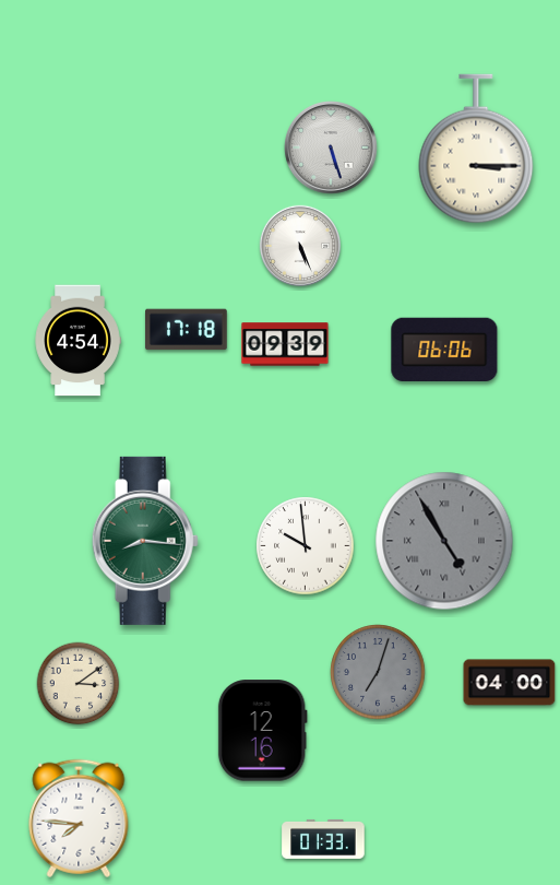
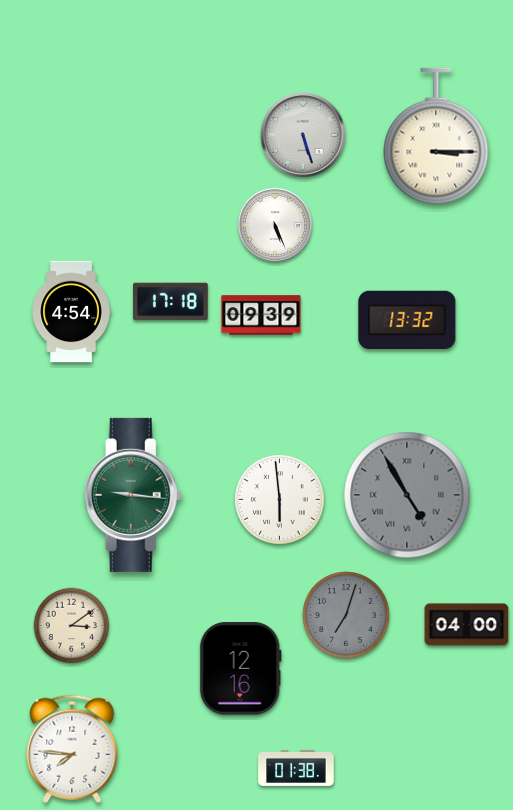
clock at (444, 349): 06:06 -> 13:32
clock at (145, 541): 8:16 -> 9:16
clock at (306, 546): 9:59 -> 5:59
clock at (323, 839): 01:33 -> 01:38
